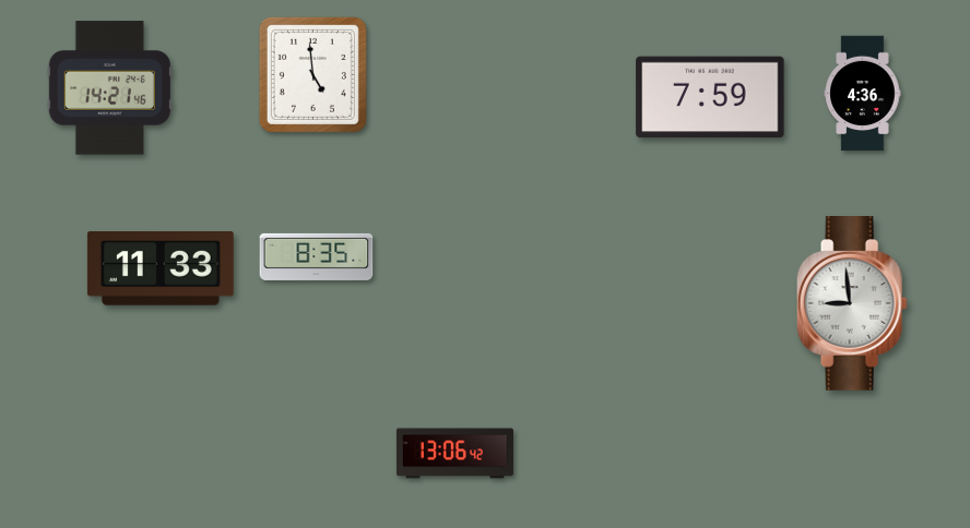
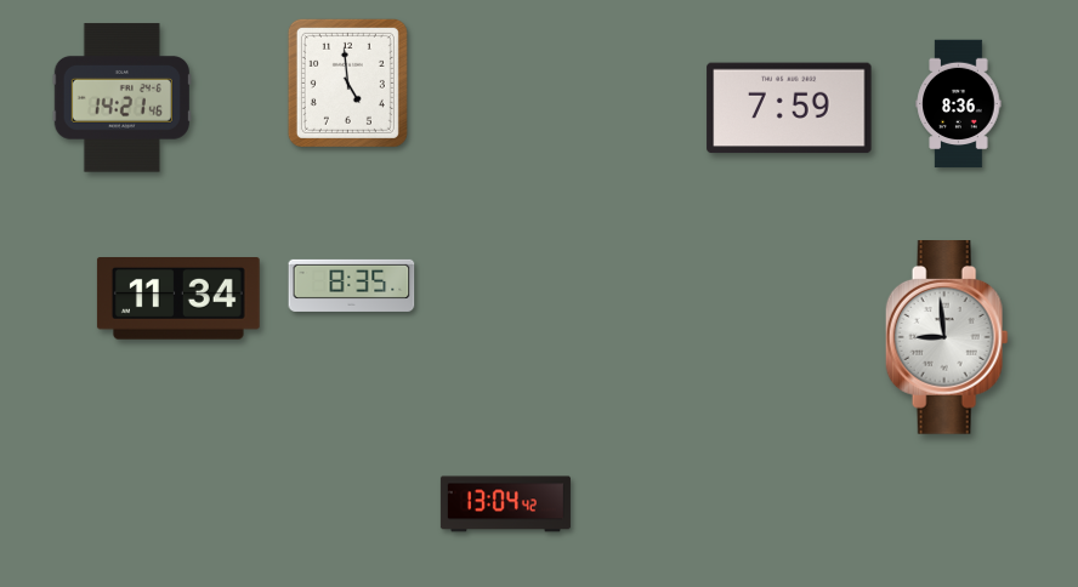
clock at (863, 94): 4:36 -> 8:36
clock at (161, 269): 11:33 -> 11:34
clock at (454, 454): 13:06 -> 13:04
